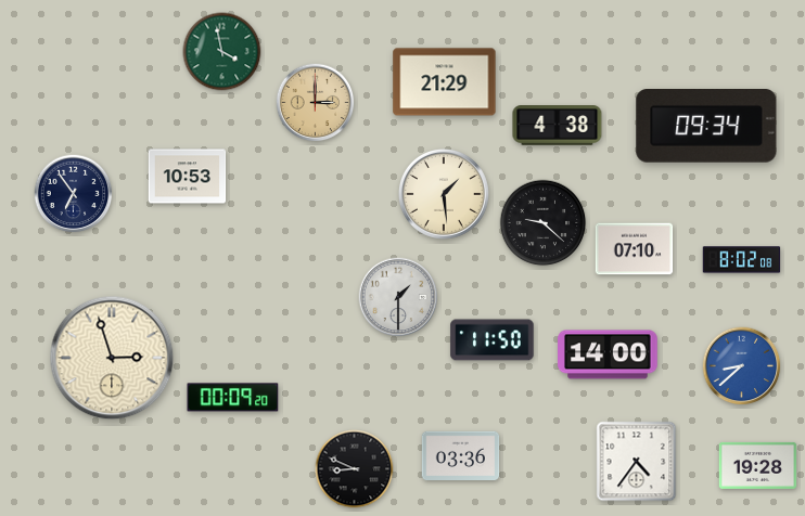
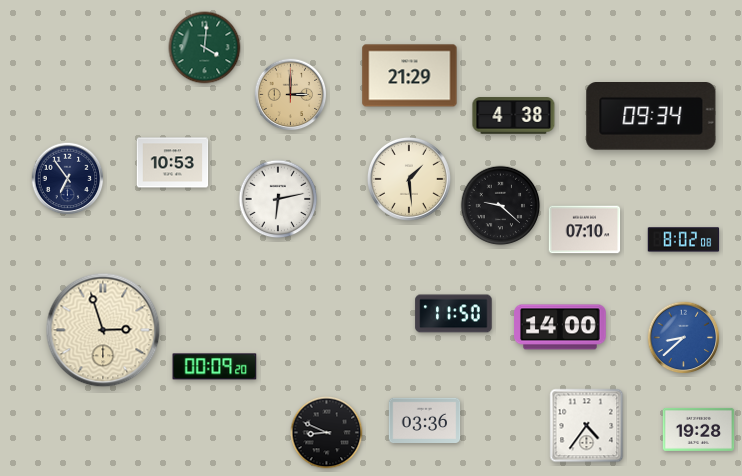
clock at (222, 52): 3:58 -> 4:01
clock at (278, 199): none -> 6:13
clock at (398, 297): 1:30 -> none
